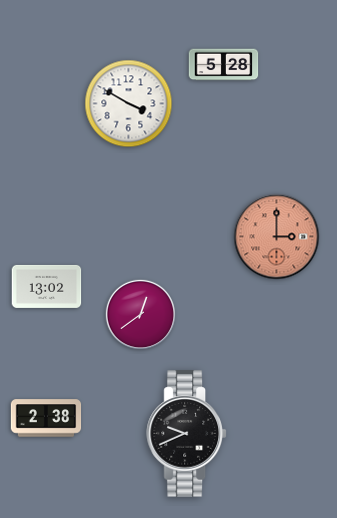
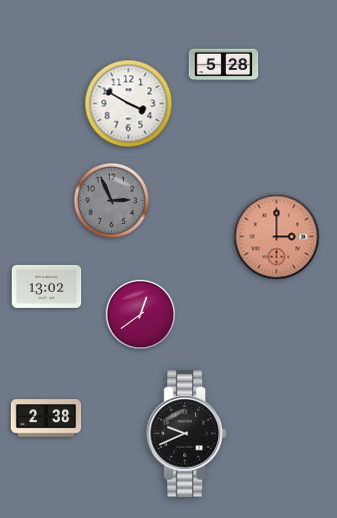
clock at (111, 200): none -> 2:56
